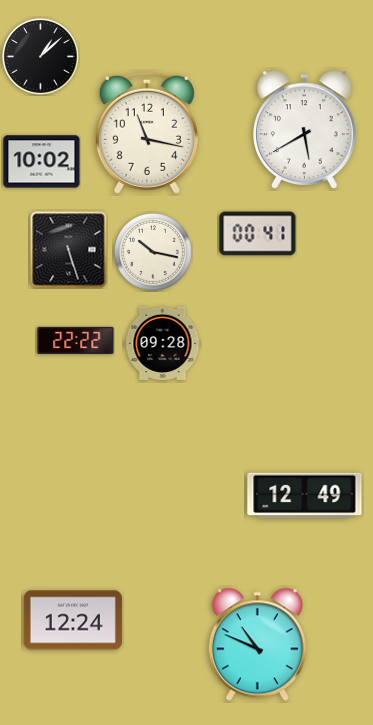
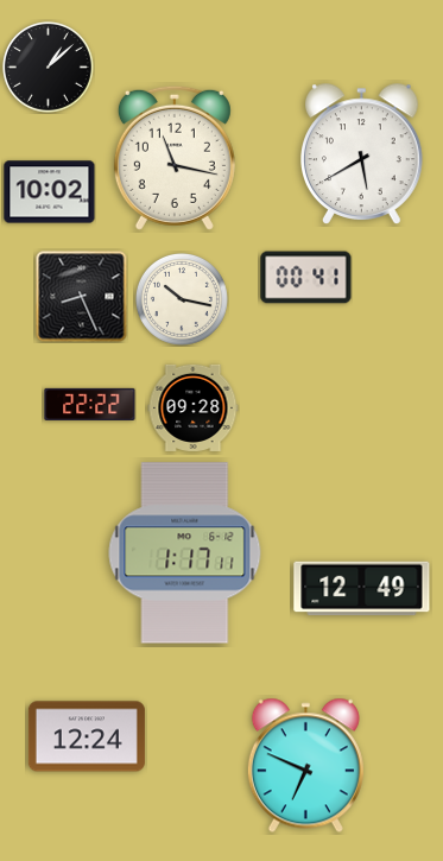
clock at (69, 250): 5:27 -> 8:26
clock at (185, 553): none -> 1:17
clock at (257, 645): 10:49 -> 6:49
